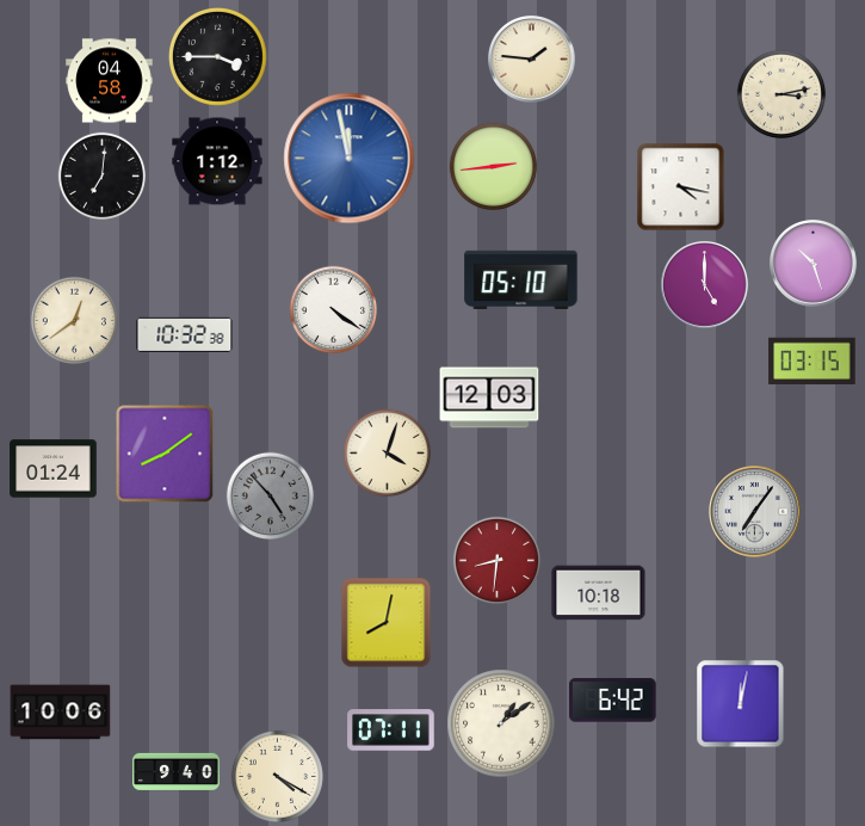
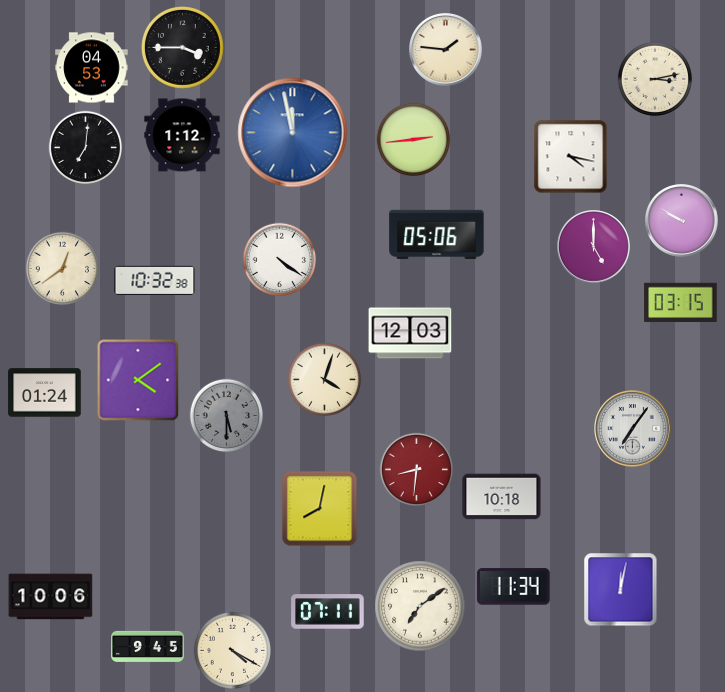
clock at (110, 81): 04:58 -> 04:53
clock at (814, 264): 10:27 -> 9:50
clock at (521, 279): 05:10 -> 05:06
clock at (705, 285) position: (705, 285) -> (594, 247)
clock at (165, 454): 8:09 -> 4:09
clock at (271, 497): 4:53 -> 5:30
clock at (387, 623) position: (387, 623) -> (320, 509)
clock at (613, 701): 6:42 -> 11:34
clock at (501, 723): 1:09 -> 7:09
clock at (177, 771): 9:40 -> 9:45
